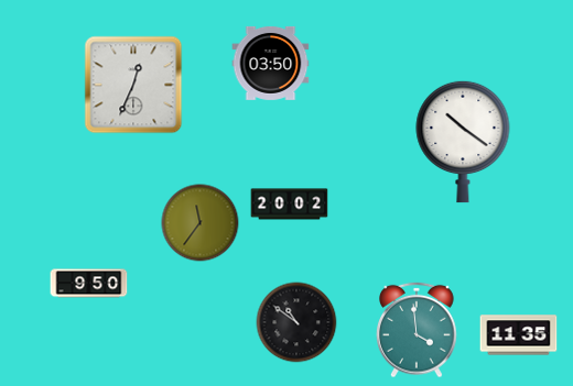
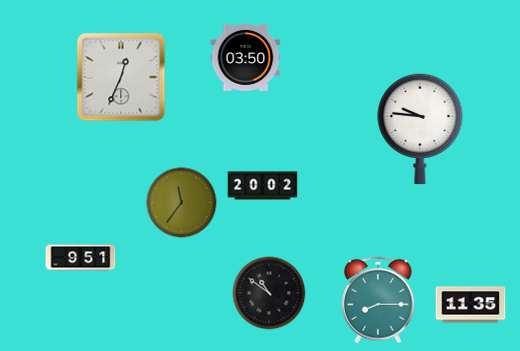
clock at (463, 142): 10:21 -> 9:46
clock at (89, 284): 9:50 -> 9:51
clock at (418, 330): 3:59 -> 8:15
